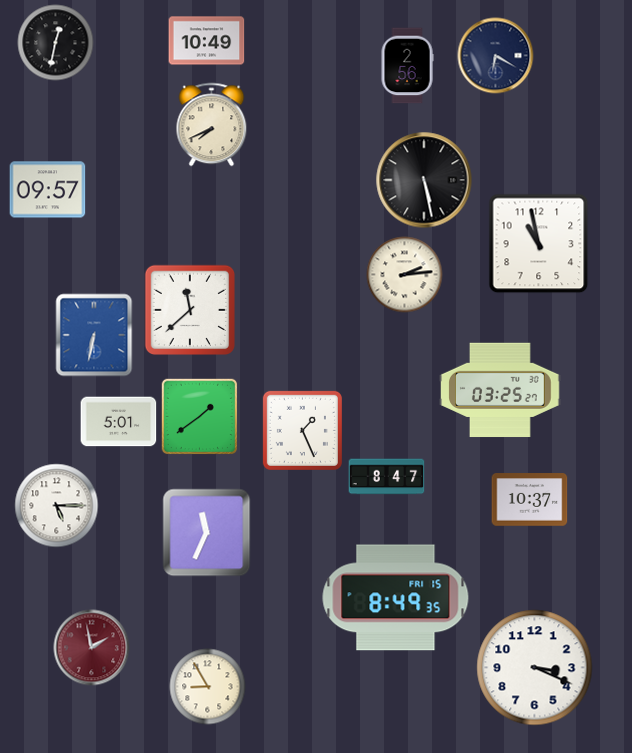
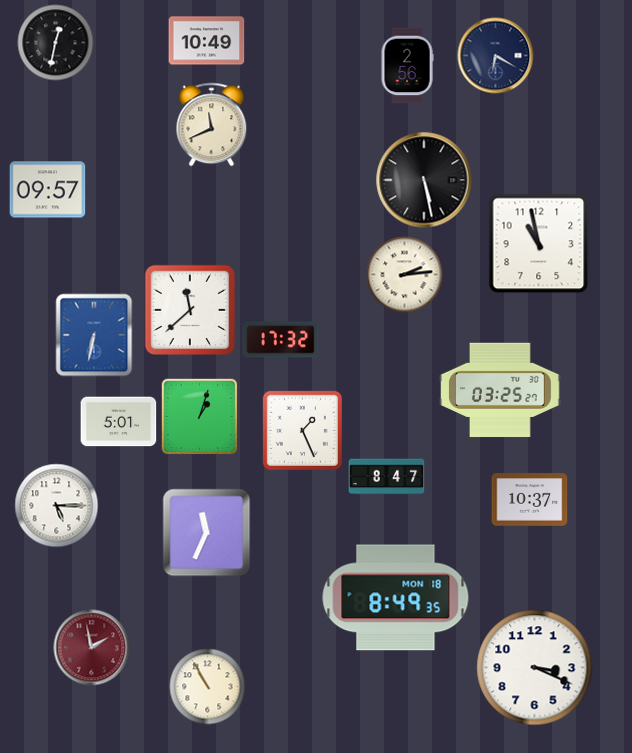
clock at (212, 125): 7:41 -> 11:41
clock at (281, 340): none -> 17:32
clock at (199, 416): 1:39 -> 1:03
clock at (396, 598) date: FRI 15 -> MON 18
clock at (208, 687): 8:55 -> 10:55
